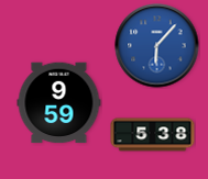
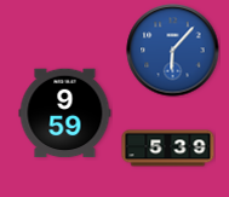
clock at (153, 135): 5:38 -> 5:39
